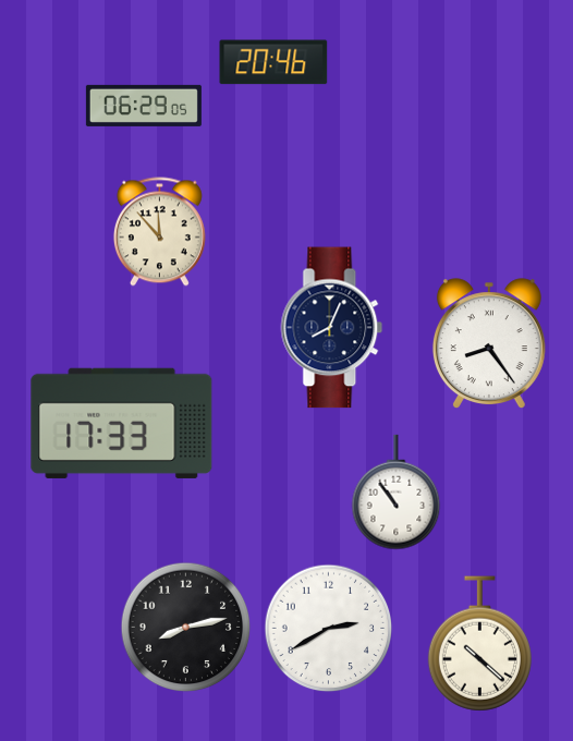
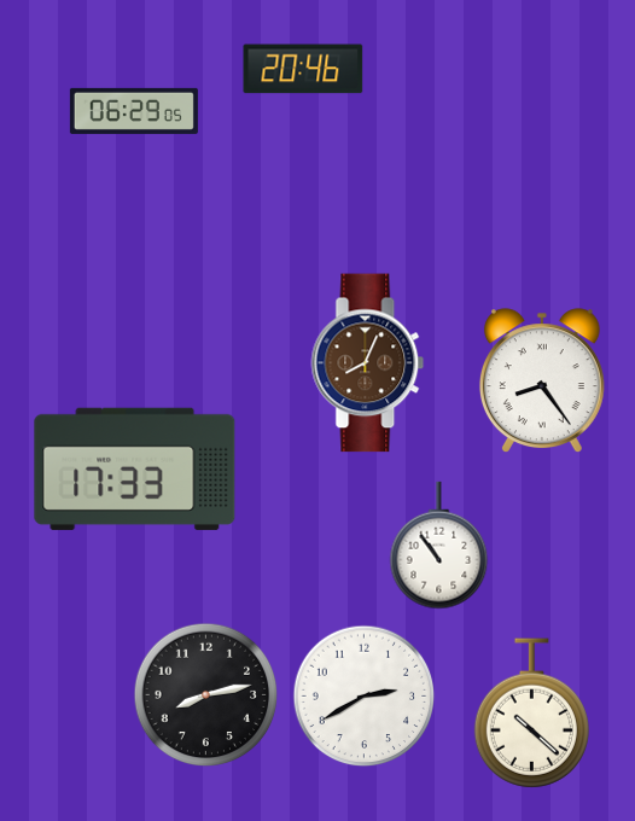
clock at (144, 106) position: (144, 106) -> (134, 111)
clock at (159, 232): 11:53 -> none
clock at (332, 328) dial: navy -> brown
